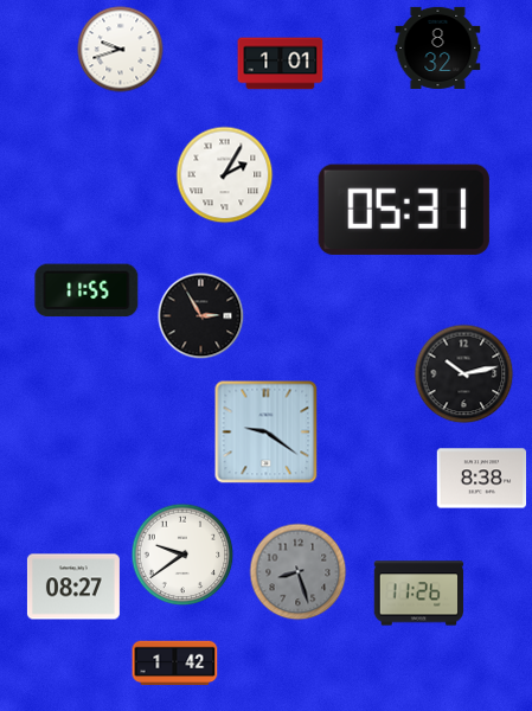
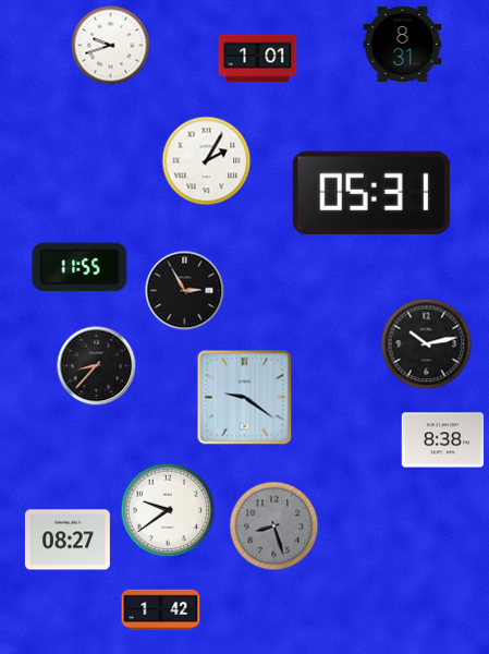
clock at (438, 47): 8:32 -> 8:31
clock at (97, 366): none -> 8:37
clock at (419, 594): 11:26 -> none
